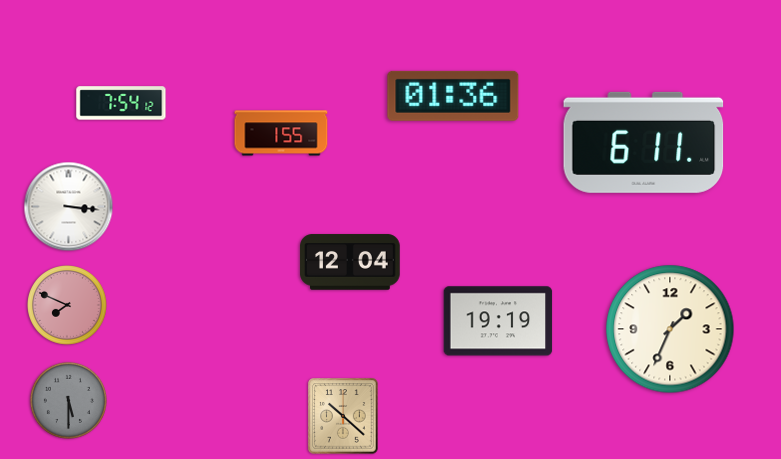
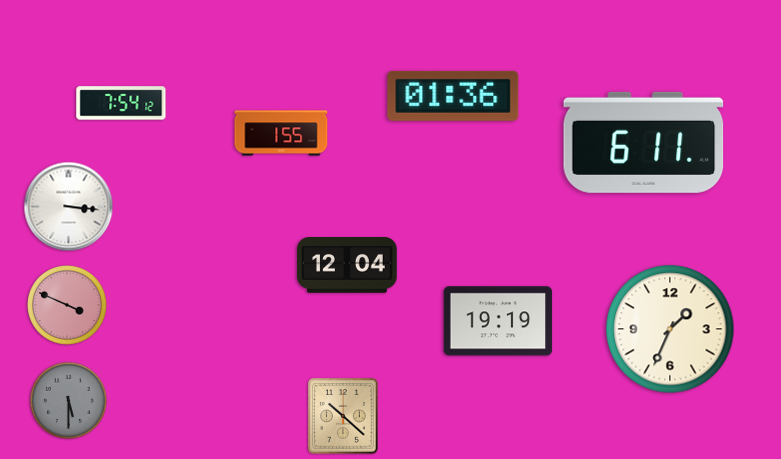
clock at (350, 262) position: (350, 262) -> (347, 265)
clock at (68, 306): 7:49 -> 3:49
